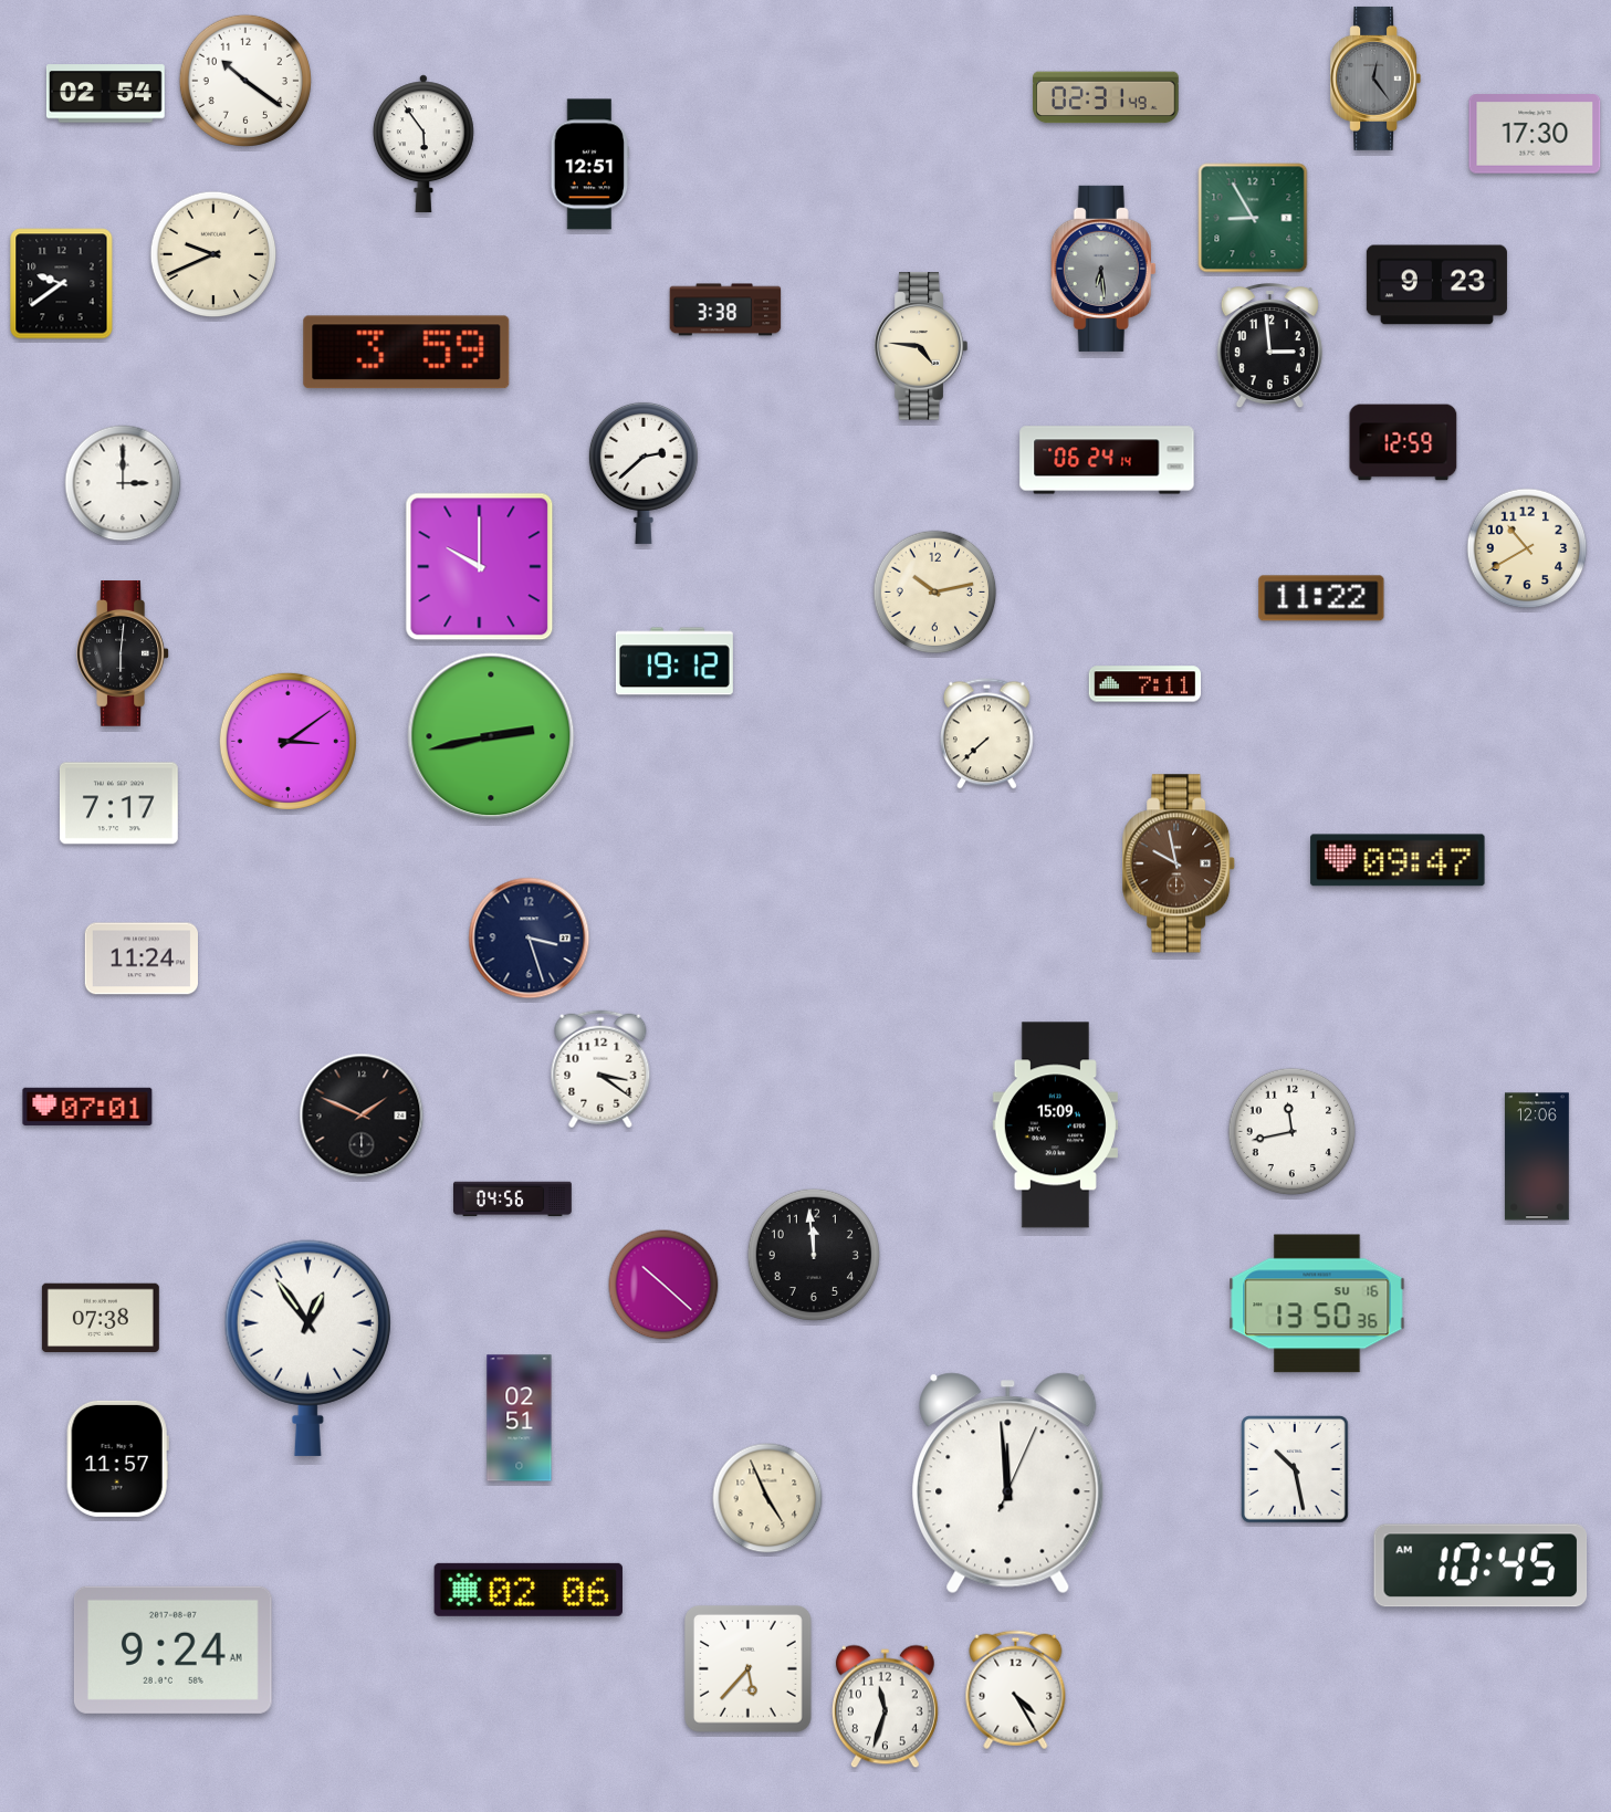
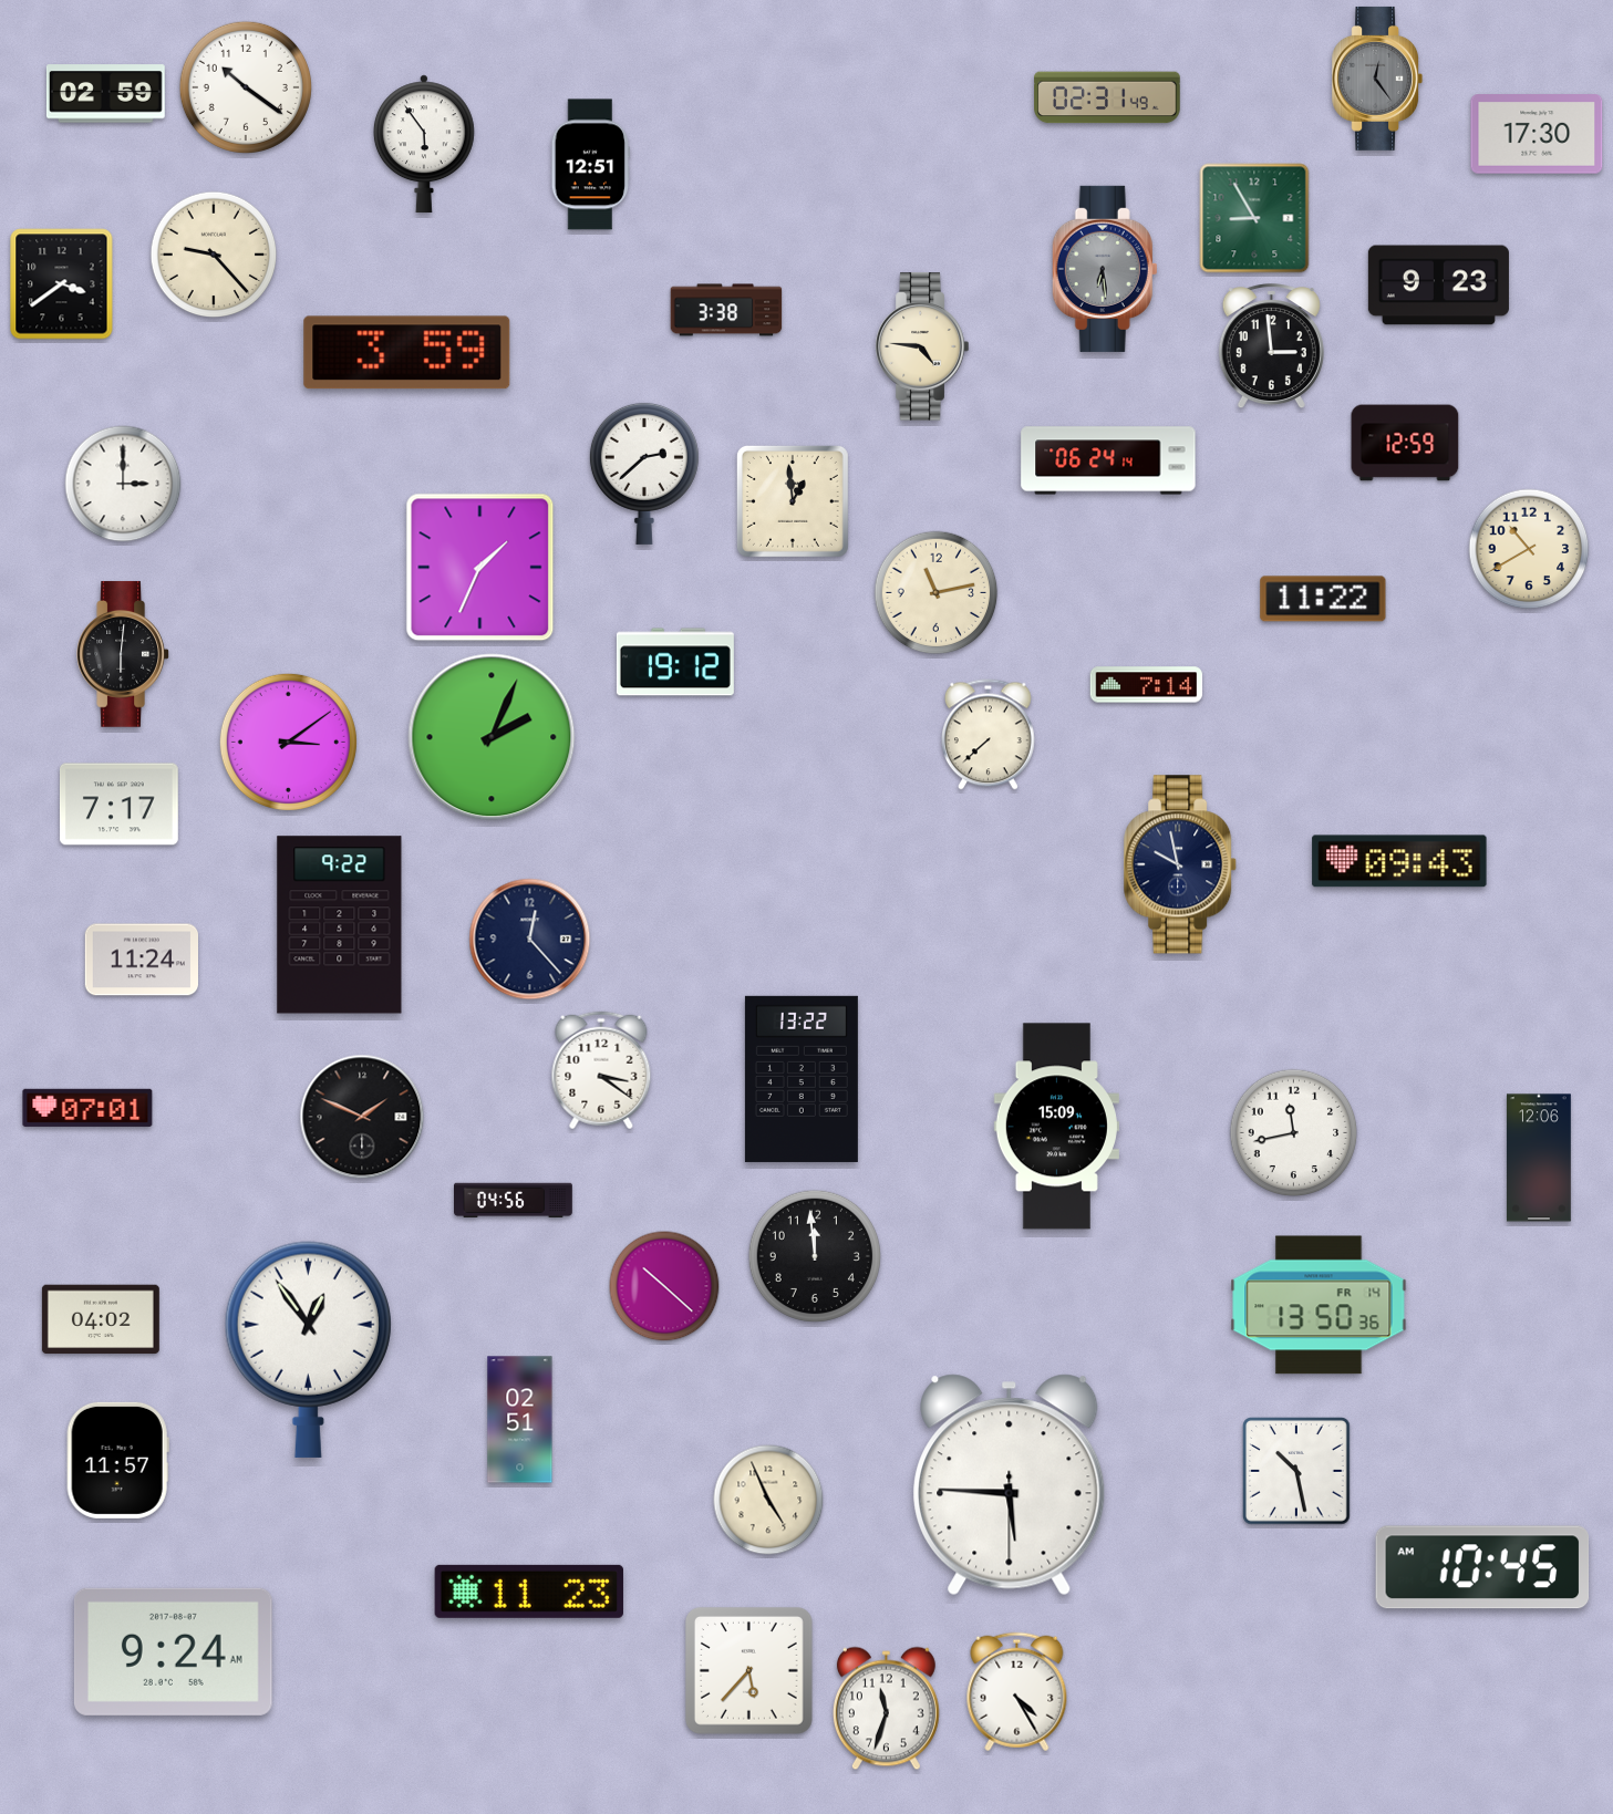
clock at (245, 81) position: (245, 81) -> (246, 87)
clock at (105, 94): 02:54 -> 02:59
clock at (213, 254): 9:41 -> 9:23
clock at (62, 284): 9:39 -> 3:39
clock at (793, 501): none -> 12:59
clock at (480, 567): 10:00 -> 1:34
clock at (935, 593): 10:13 -> 11:13
clock at (1146, 684): 7:11 -> 7:14
clock at (491, 736): 2:43 -> 2:04
clock at (1398, 860): 09:47 -> 09:43
clock at (1180, 863) dial: brown -> navy
clock at (340, 925): none -> 9:22
clock at (530, 939): 3:27 -> 12:23
clock at (802, 1079): none -> 13:22
clock at (1317, 1303) date: SU 16 -> FR 14
clock at (101, 1318): 07:38 -> 04:02
clock at (1008, 1484): 11:59 -> 5:45
clock at (527, 1590): 02:06 -> 11:23
